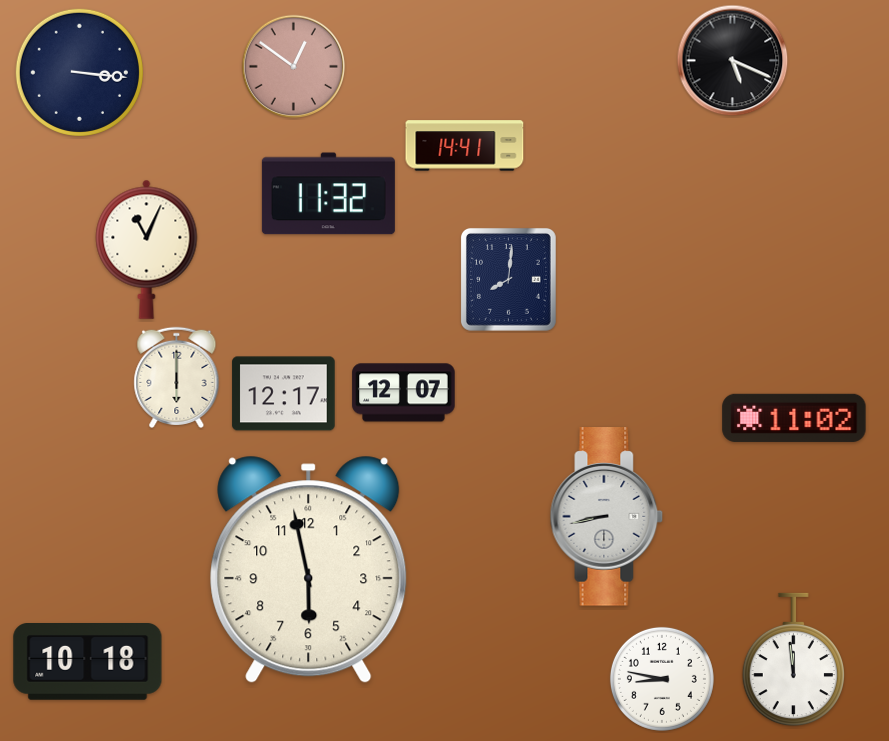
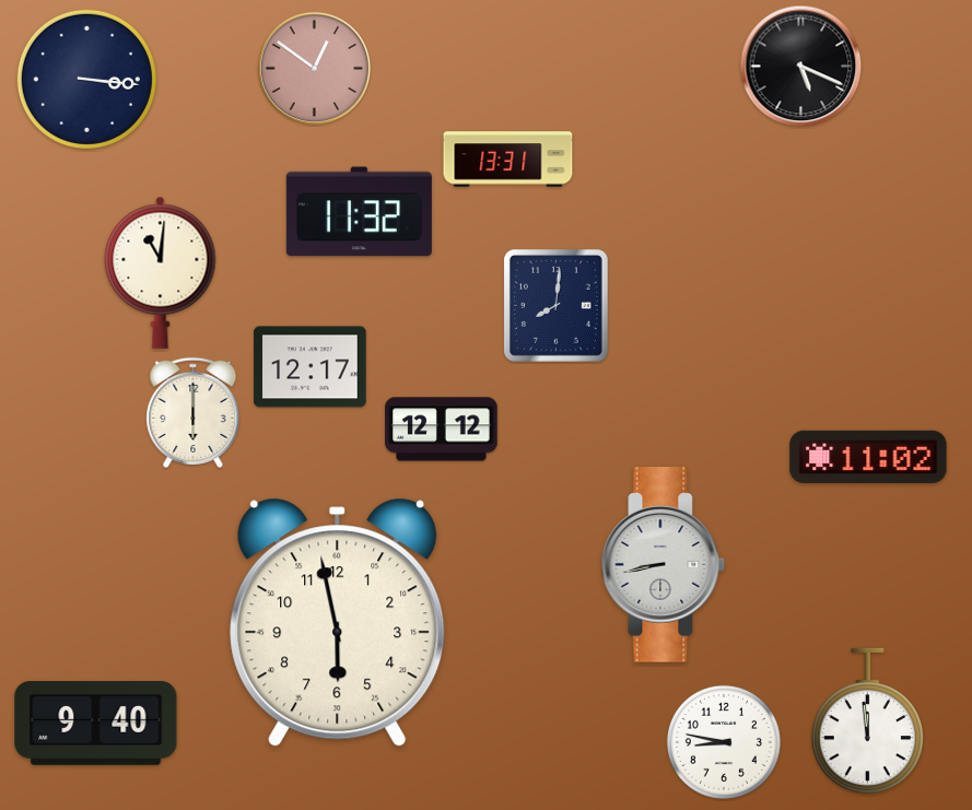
clock at (294, 67) position: (294, 67) -> (315, 69)
clock at (465, 146): 14:41 -> 13:31
clock at (147, 249): 11:04 -> 11:01
clock at (404, 393): 12:07 -> 12:12
clock at (284, 394) position: (284, 394) -> (311, 367)
clock at (88, 662): 10:18 -> 9:40
